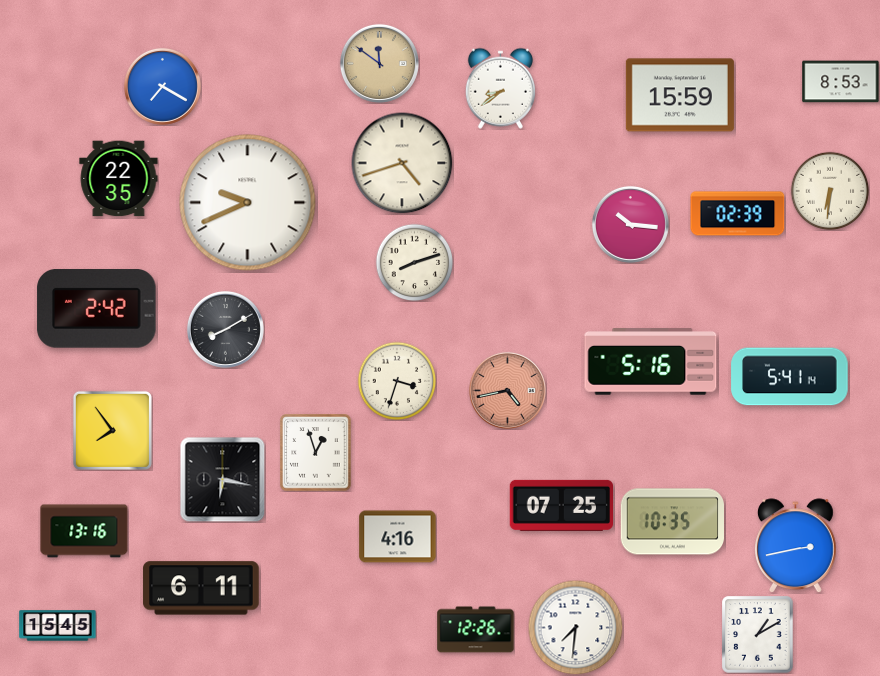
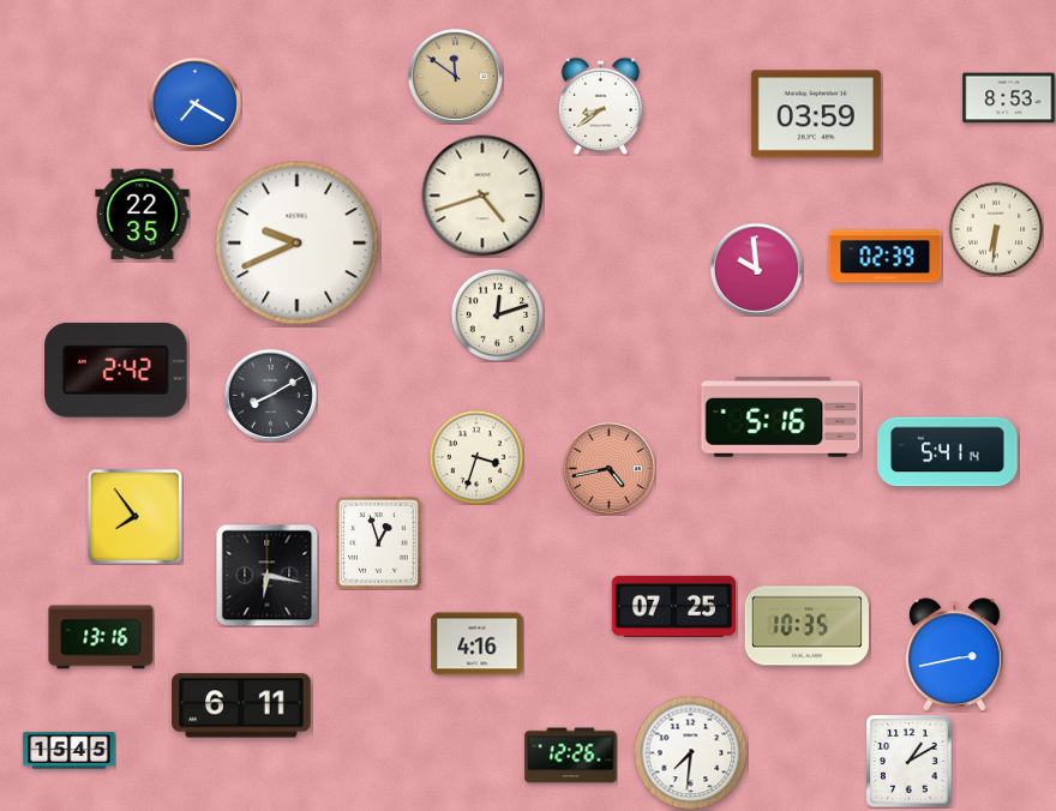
clock at (680, 95): 15:59 -> 03:59
clock at (630, 224): 10:16 -> 9:59
clock at (414, 262): 8:12 -> 12:12
clock at (651, 362) position: (651, 362) -> (781, 417)
